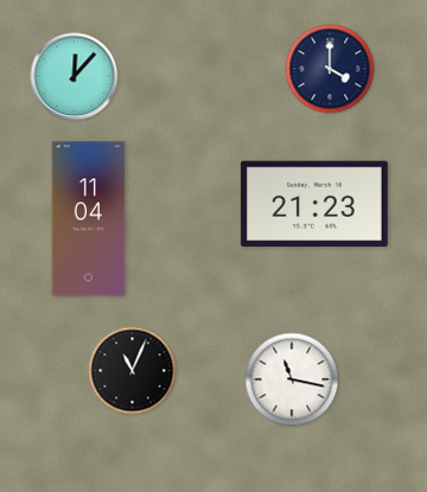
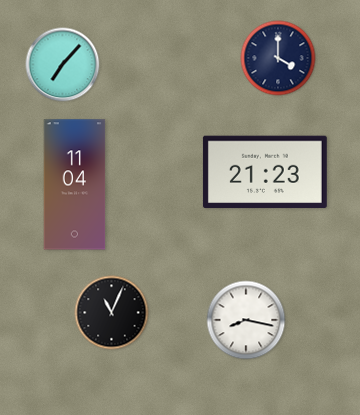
clock at (75, 77): 12:07 -> 7:07
clock at (292, 379): 11:17 -> 8:17
